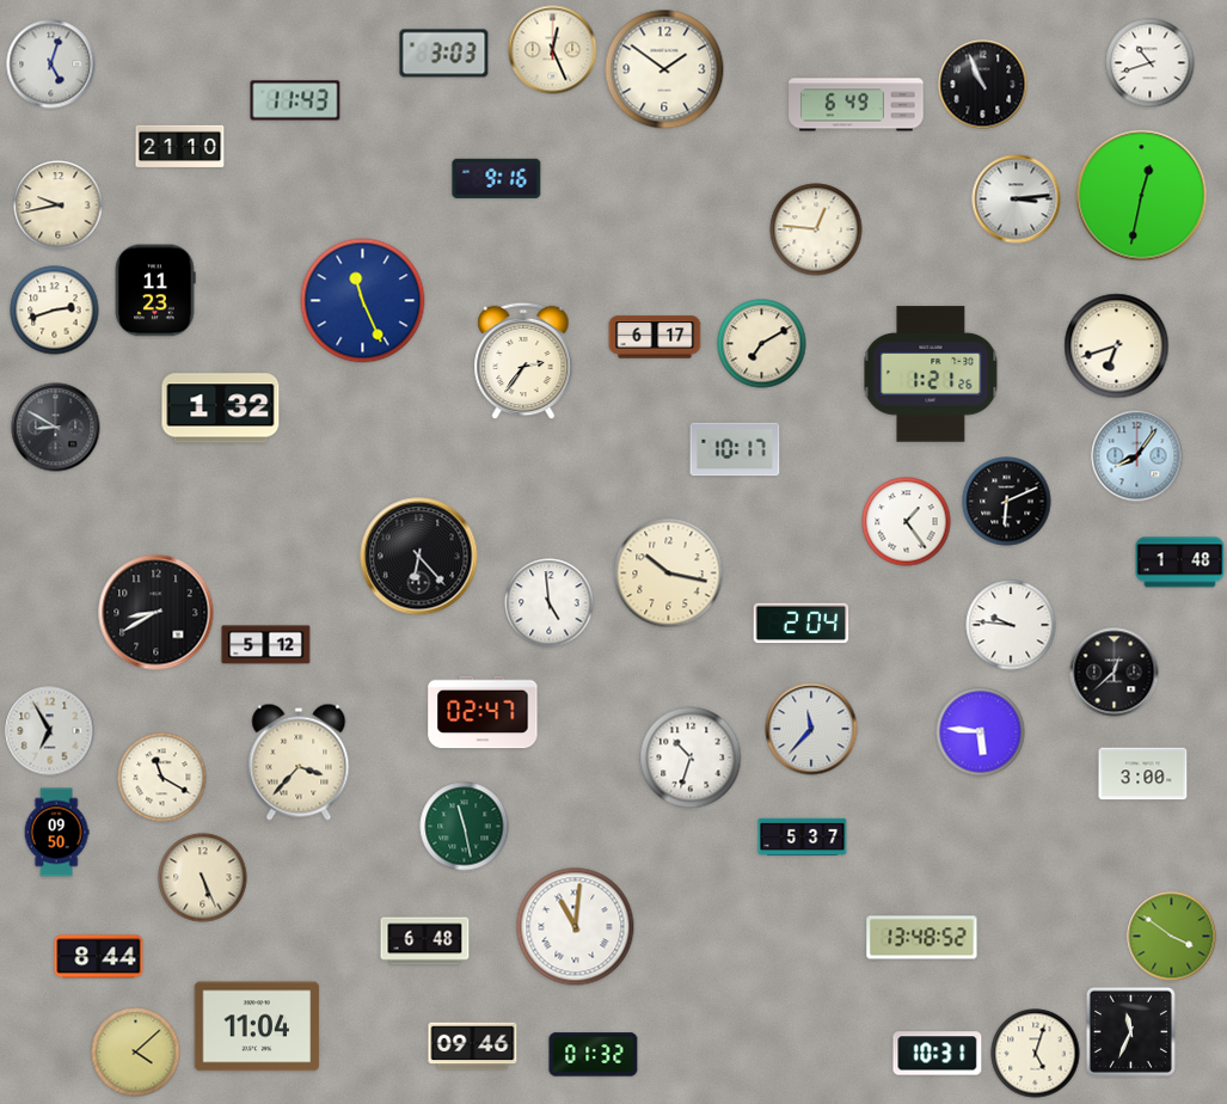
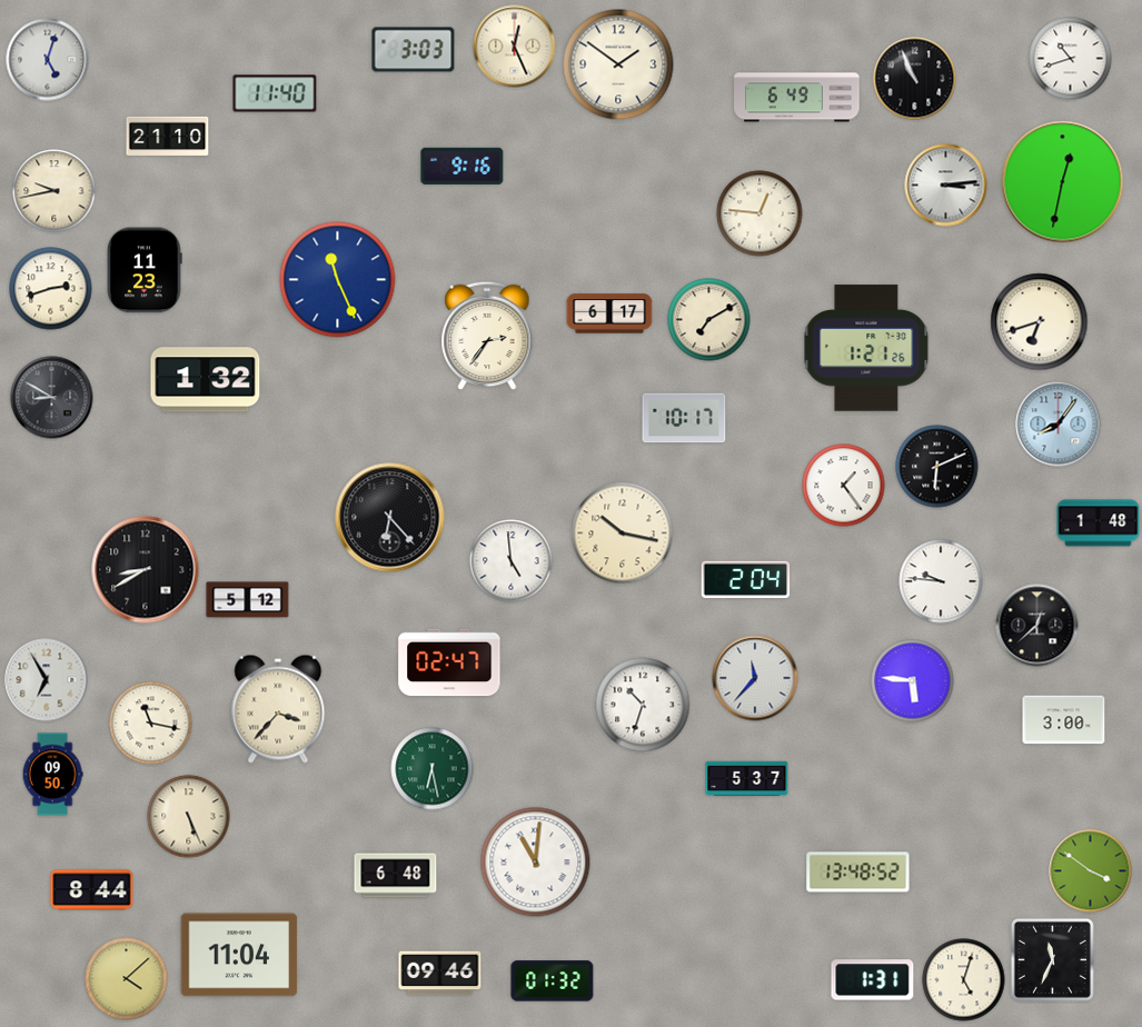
clock at (295, 100): 11:43 -> 11:40
clock at (162, 778): 11:20 -> 11:17
clock at (465, 827): 11:28 -> 6:28
clock at (938, 1054): 10:31 -> 1:31
